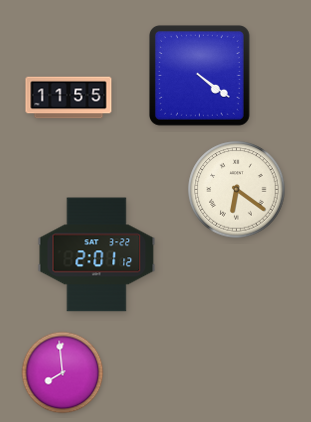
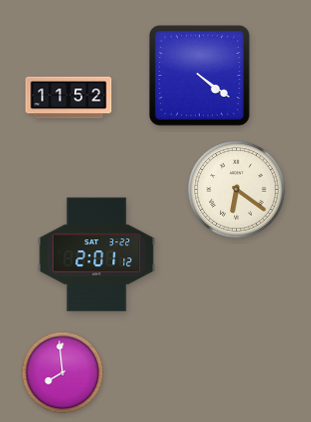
clock at (69, 98): 11:55 -> 11:52
